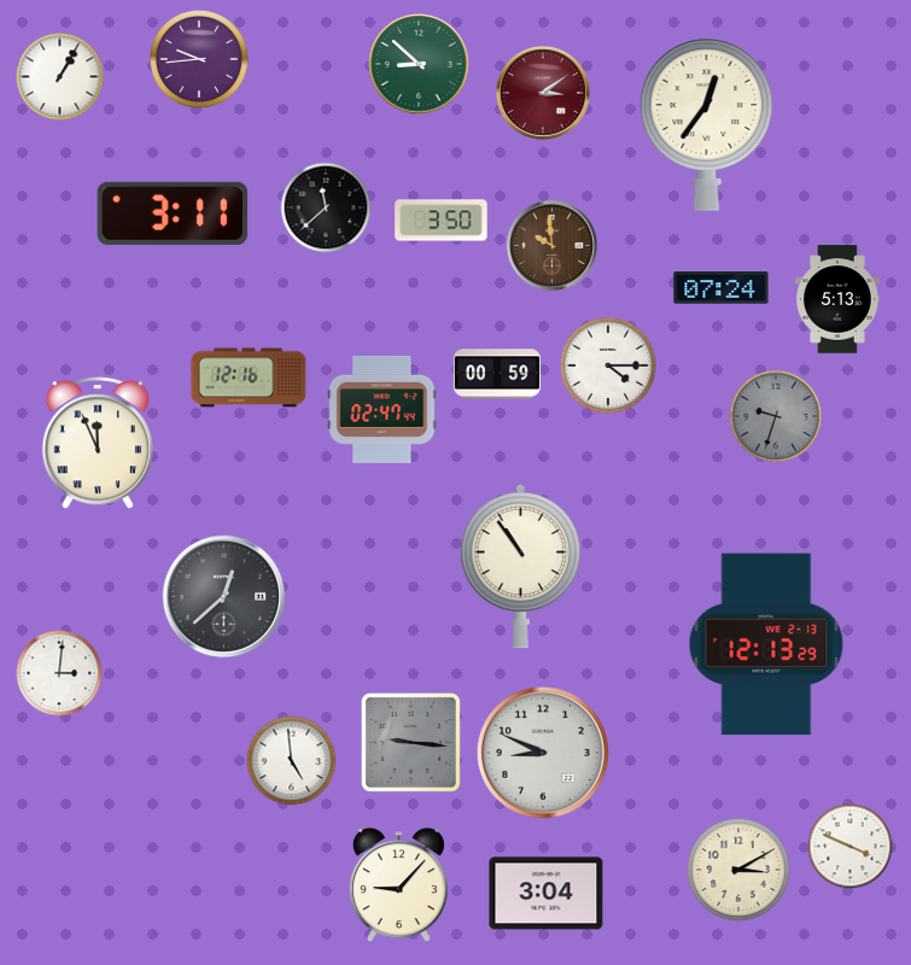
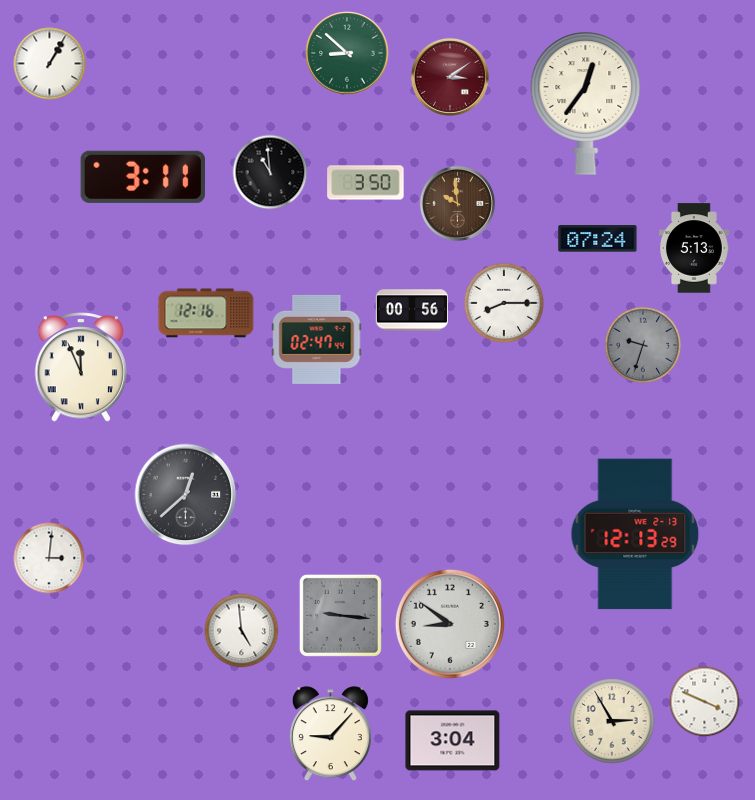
clock at (199, 59): 9:44 -> none
clock at (326, 207): 11:38 -> 10:59
clock at (608, 365): 4:15 -> 8:15
clock at (497, 374): 00:59 -> 00:56
clock at (520, 566): 10:54 -> none
clock at (543, 753): 8:49 -> 8:51
clock at (738, 870): 3:10 -> 2:55
